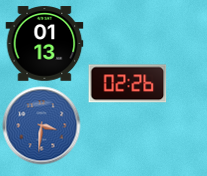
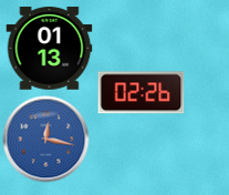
clock at (41, 125): 3:31 -> 12:17
